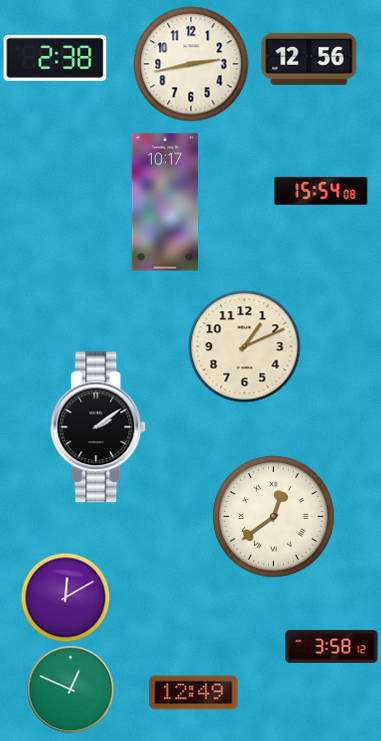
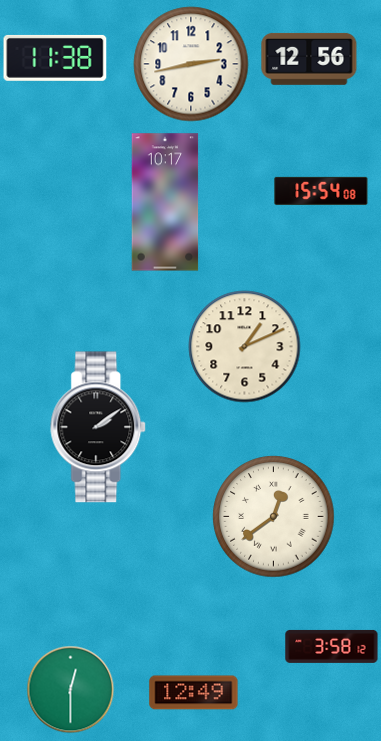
clock at (55, 58): 2:38 -> 11:38
clock at (65, 597): 12:10 -> none
clock at (70, 689): 12:49 -> 12:30
